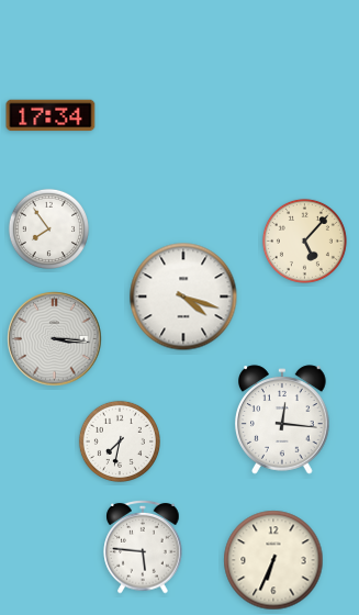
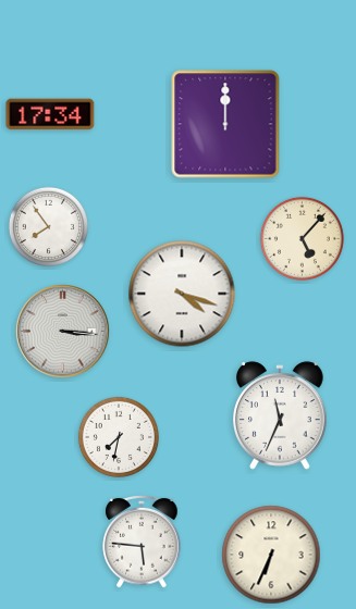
clock at (225, 124): none -> 12:00
clock at (55, 339) position: (55, 339) -> (63, 332)
clock at (282, 420): 12:16 -> 11:34
